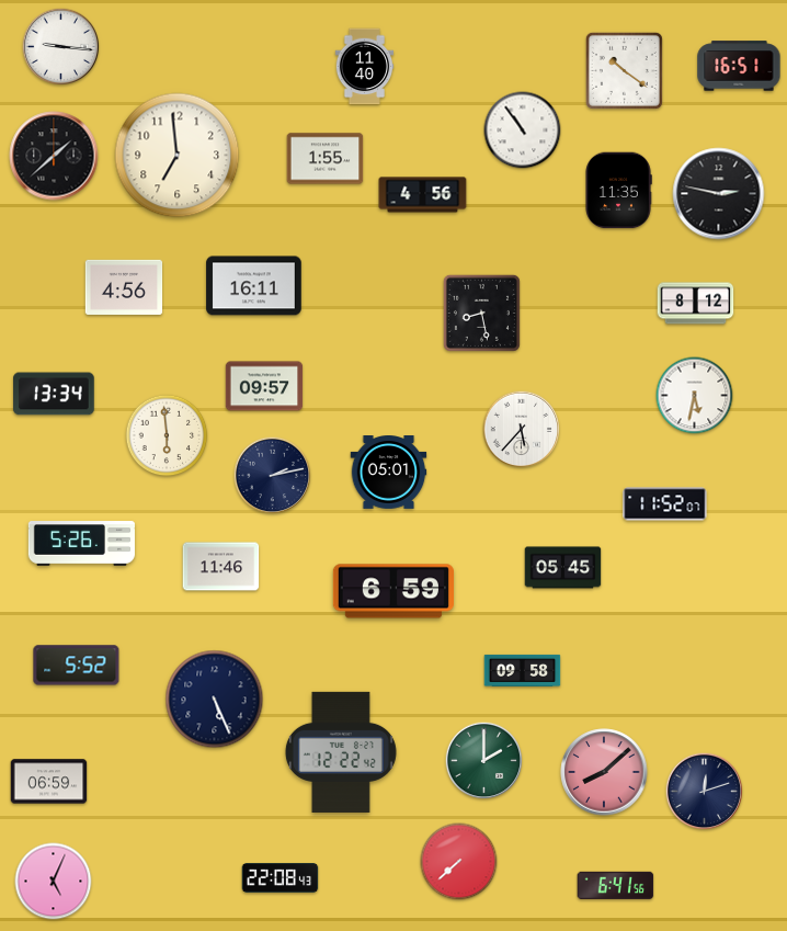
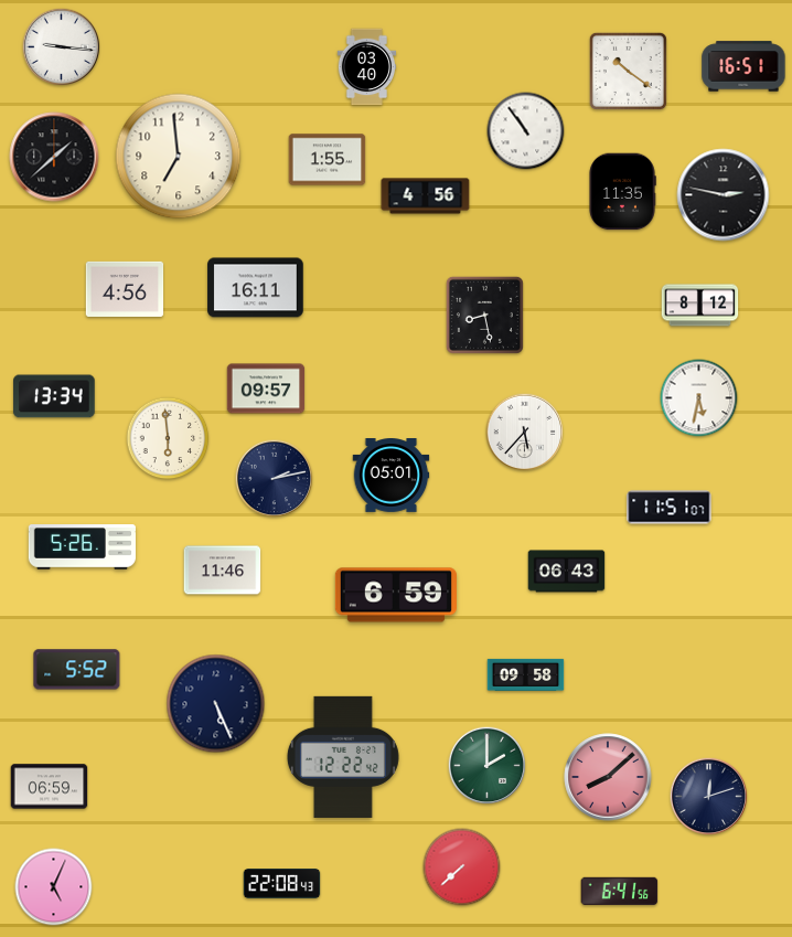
clock at (365, 67): 11:40 -> 03:40
clock at (665, 504): 11:52 -> 11:51
clock at (563, 568): 05:45 -> 06:43
